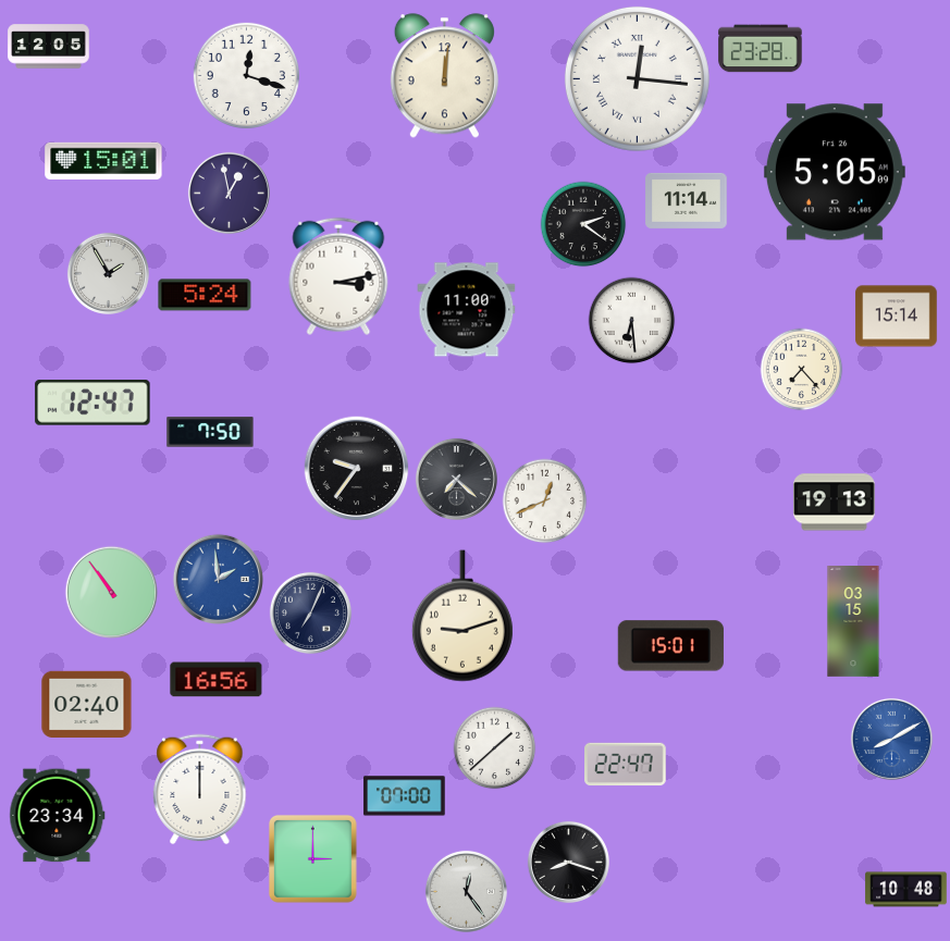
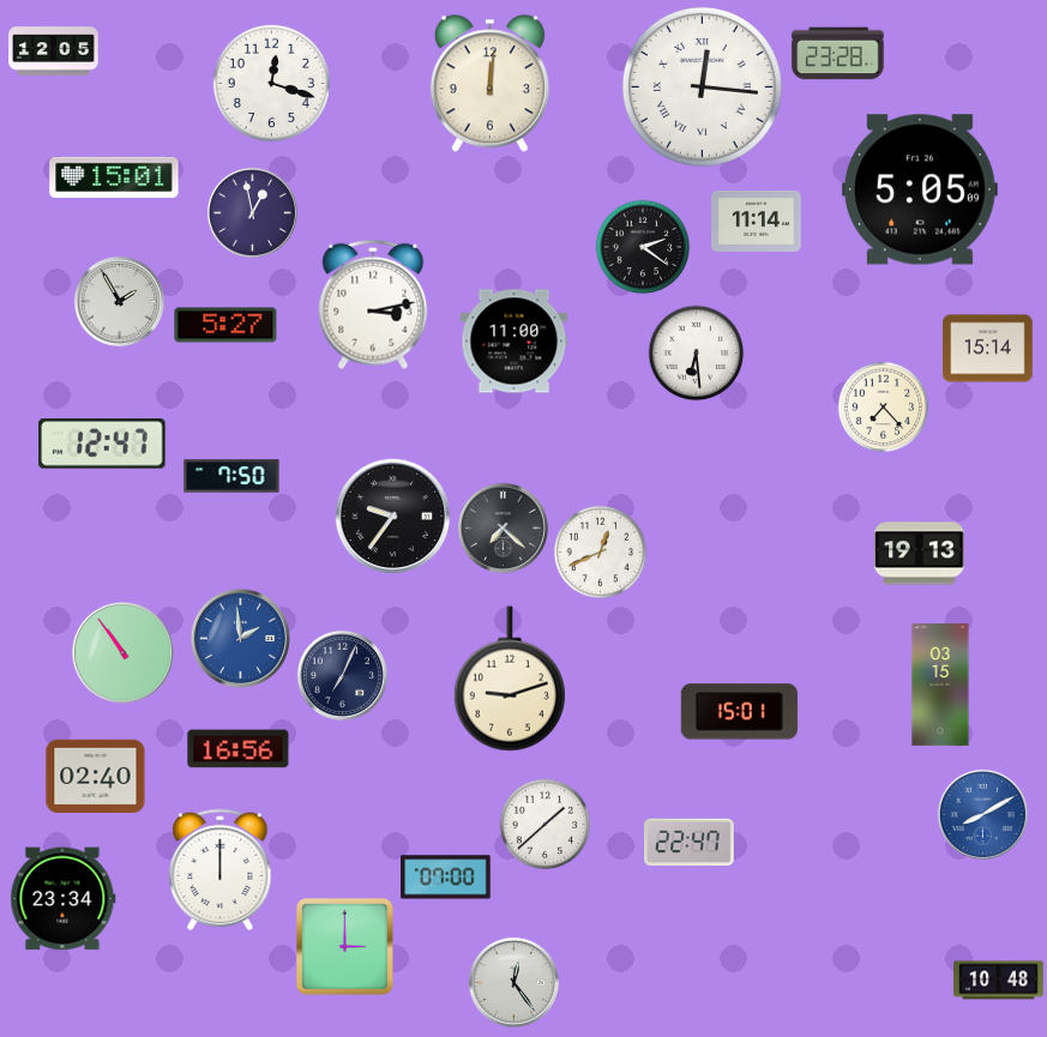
clock at (205, 295): 5:24 -> 5:27
clock at (568, 862): 8:18 -> none
